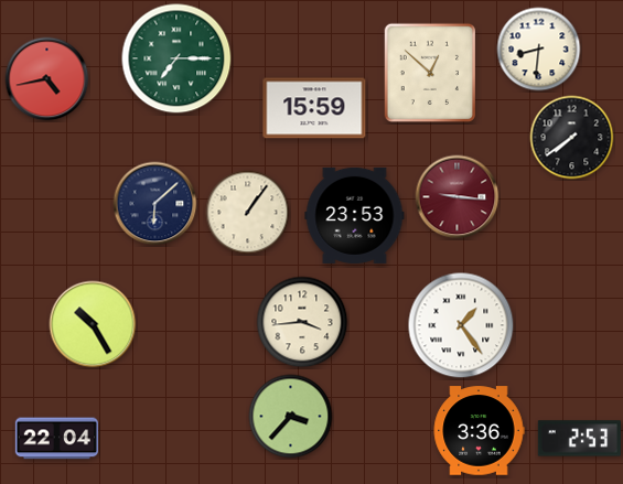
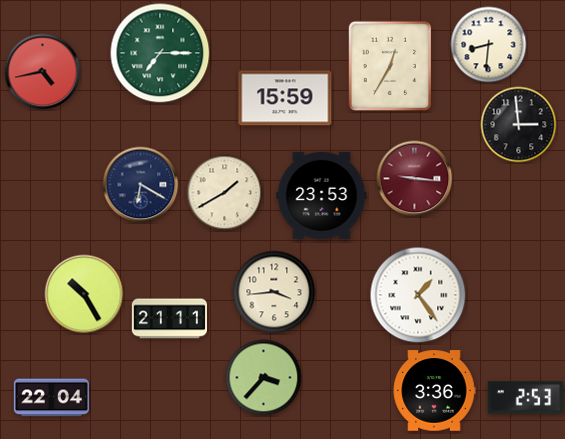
clock at (430, 73): 12:52 -> 12:35
clock at (572, 138): 7:39 -> 2:59
clock at (155, 204): 6:08 -> 6:20
clock at (248, 213): 1:06 -> 1:40
clock at (169, 319): none -> 21:11
